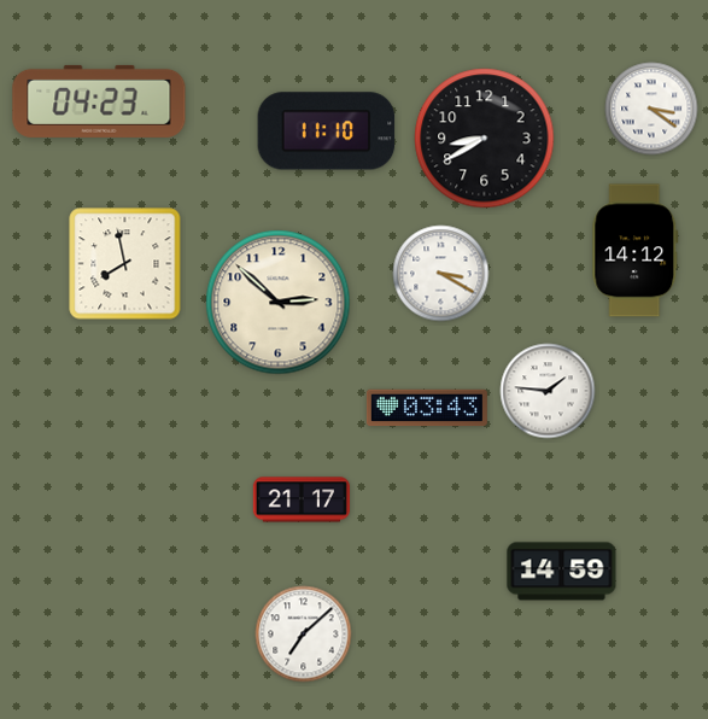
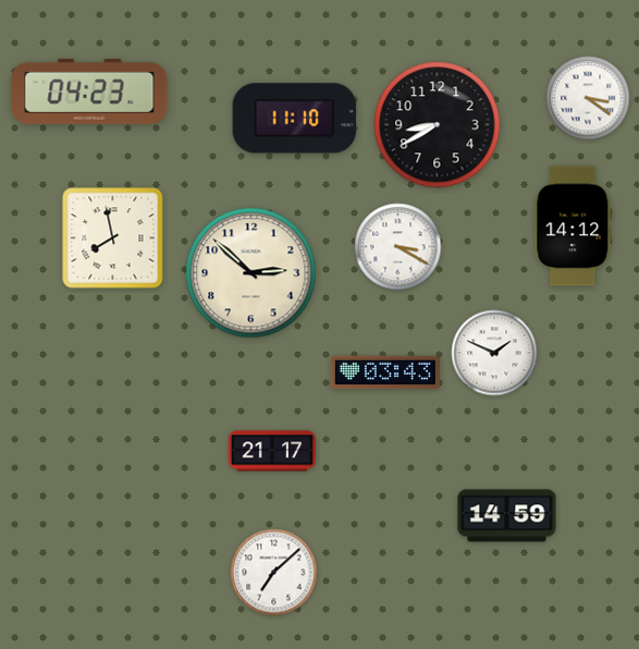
clock at (548, 391): 1:46 -> 1:49
clock at (427, 408) position: (427, 408) -> (385, 372)
